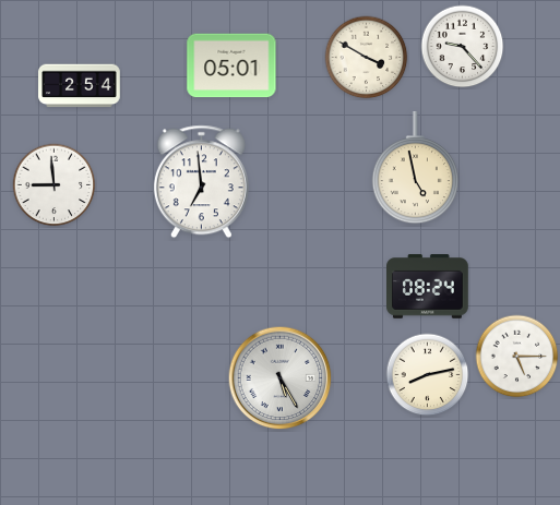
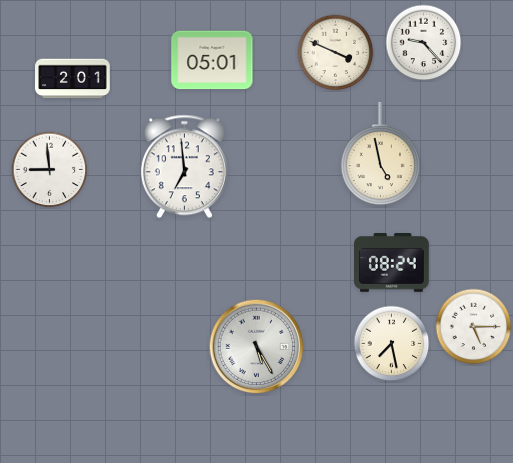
clock at (367, 58): 3:50 -> 3:49
clock at (80, 86): 2:54 -> 2:01
clock at (428, 375): 8:13 -> 7:28
